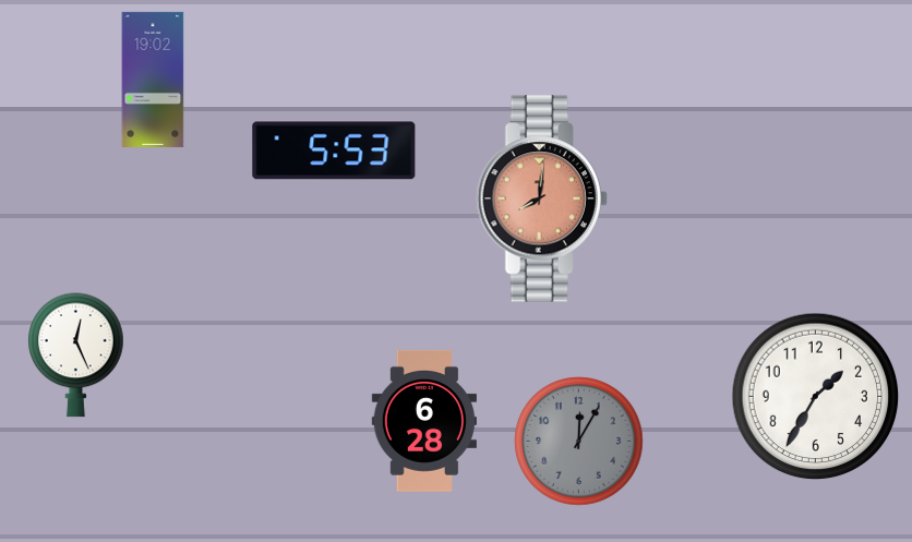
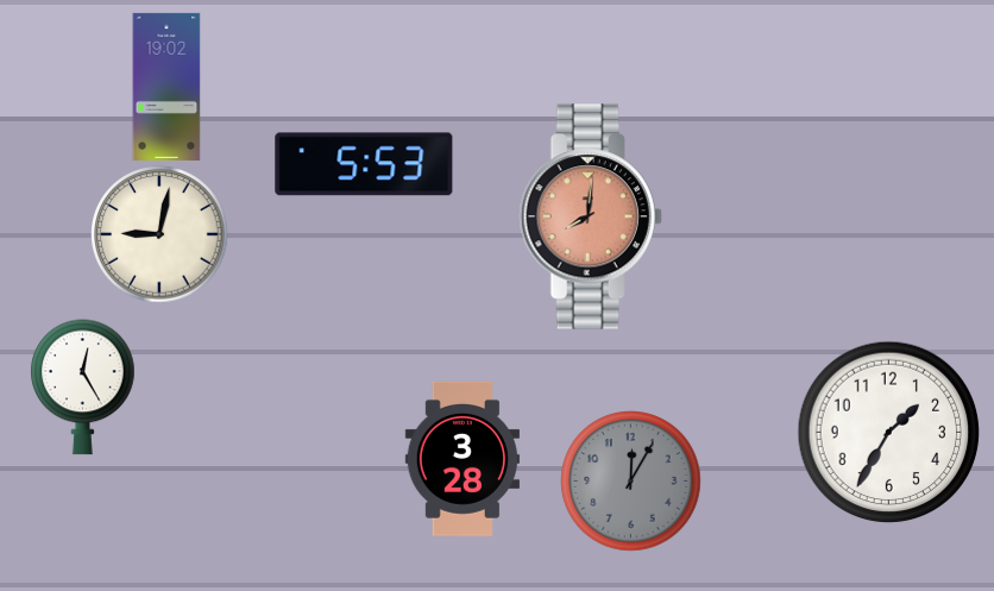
clock at (159, 234): none -> 9:02
clock at (76, 356): 12:26 -> 12:25
clock at (423, 421): 6:28 -> 3:28
